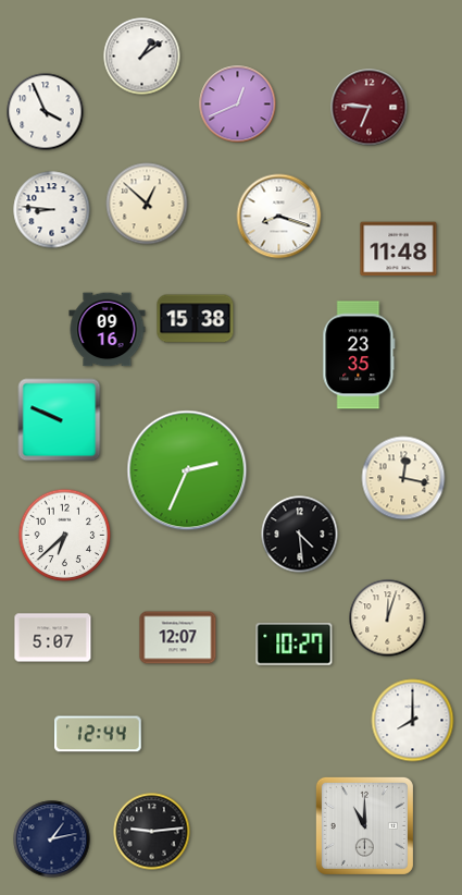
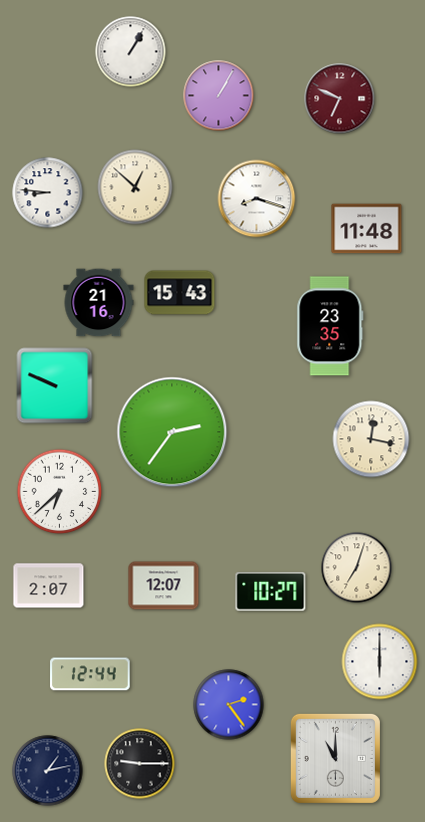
clock at (142, 57): 1:09 -> 1:05
clock at (238, 105): 12:41 -> 1:05
clock at (370, 108): 6:46 -> 6:49
clock at (46, 112): 3:56 -> none
clock at (196, 319): 15:38 -> 15:43
clock at (108, 330): 09:16 -> 21:16
clock at (187, 470): 2:34 -> 2:36
clock at (300, 535): 4:29 -> none
clock at (388, 618): 12:03 -> 7:03
clock at (53, 638): 5:07 -> 2:07
clock at (413, 721): 8:00 -> 6:00
clock at (229, 705): none -> 2:24
clock at (152, 832): 9:14 -> 9:15
